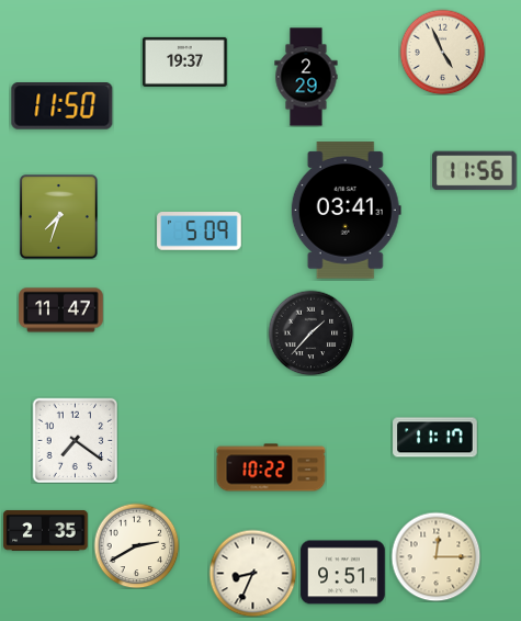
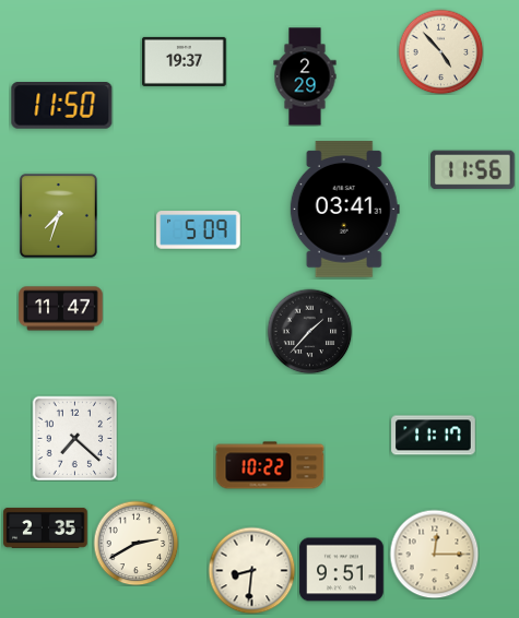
clock at (442, 52): 4:56 -> 4:53
clock at (75, 440): 7:21 -> 7:22
clock at (252, 573): 8:34 -> 8:31
